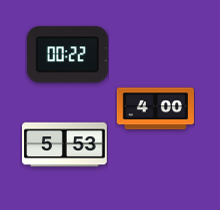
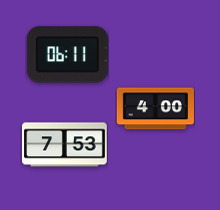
clock at (67, 55): 00:22 -> 06:11
clock at (65, 145): 5:53 -> 7:53
